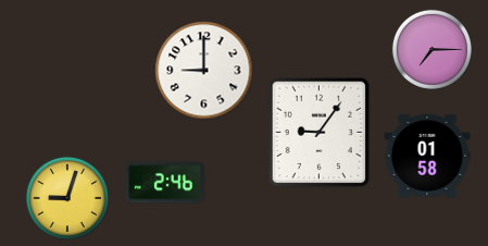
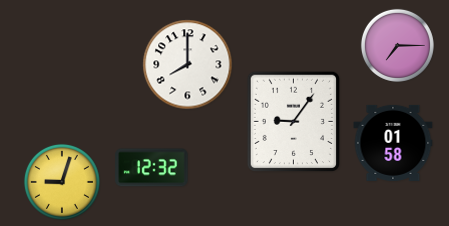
clock at (204, 71): 9:00 -> 8:00
clock at (165, 183): 2:46 -> 12:32
